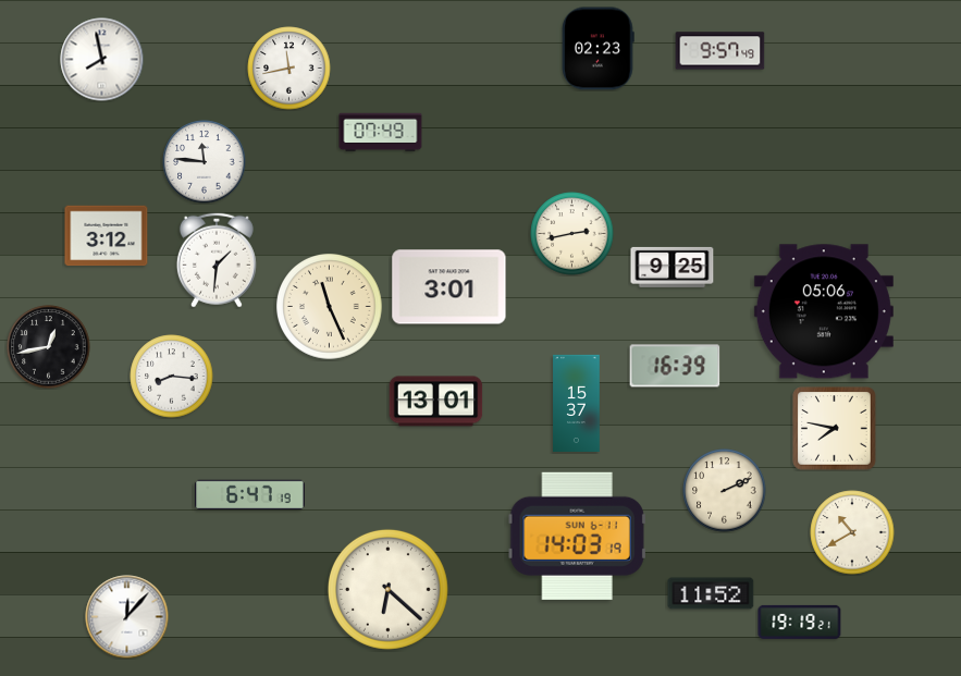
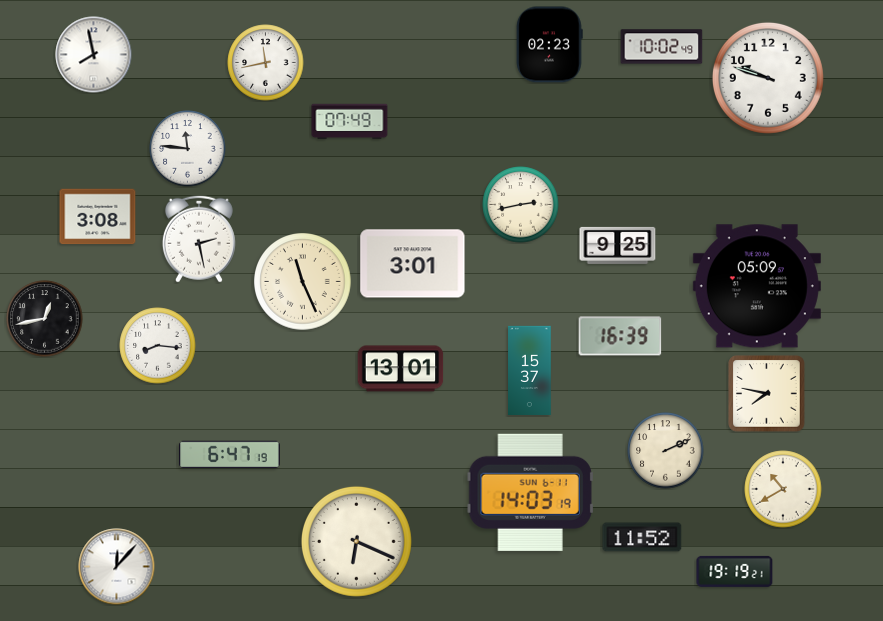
clock at (720, 51): 9:57 -> 10:02
clock at (768, 78): none -> 9:48
clock at (572, 234) position: (572, 234) -> (521, 205)
clock at (107, 236): 3:12 -> 3:08
clock at (217, 260): 1:31 -> 2:28
clock at (824, 311): 05:06 -> 05:09
clock at (387, 589): 6:22 -> 6:19
clock at (711, 593) position: (711, 593) -> (642, 537)
